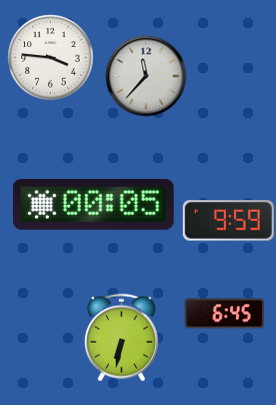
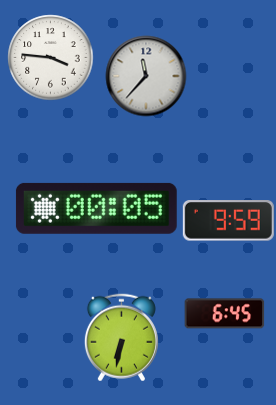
clock at (93, 204) position: (93, 204) -> (96, 208)
